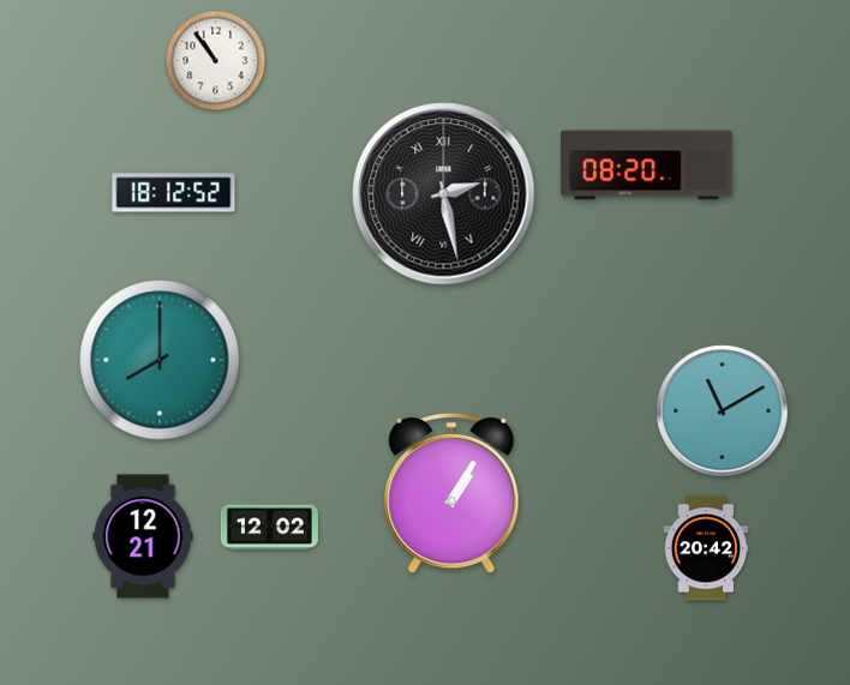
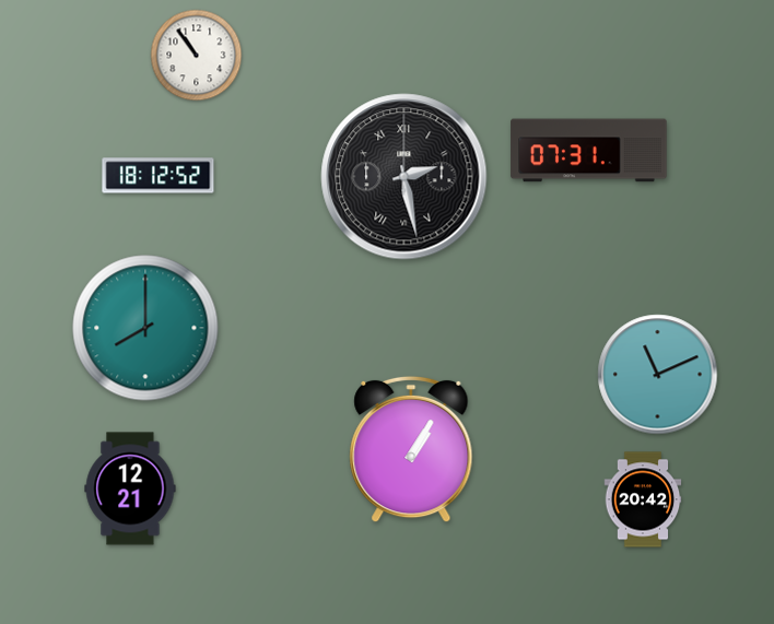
clock at (647, 166): 08:20 -> 07:31
clock at (723, 411): 11:10 -> 11:11
clock at (269, 528): 12:02 -> none
